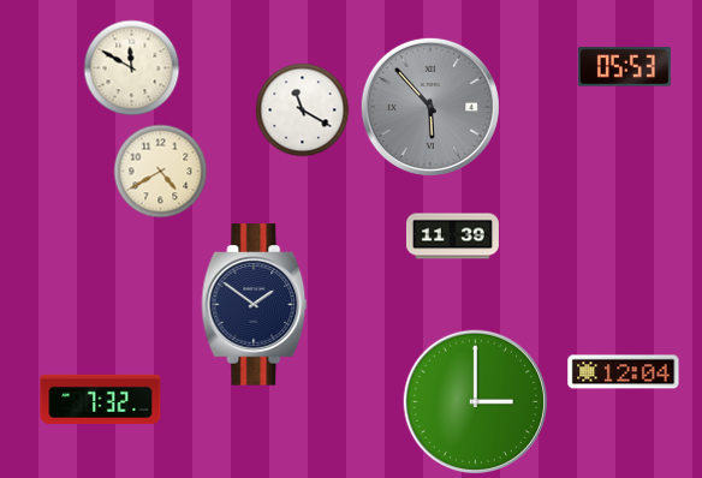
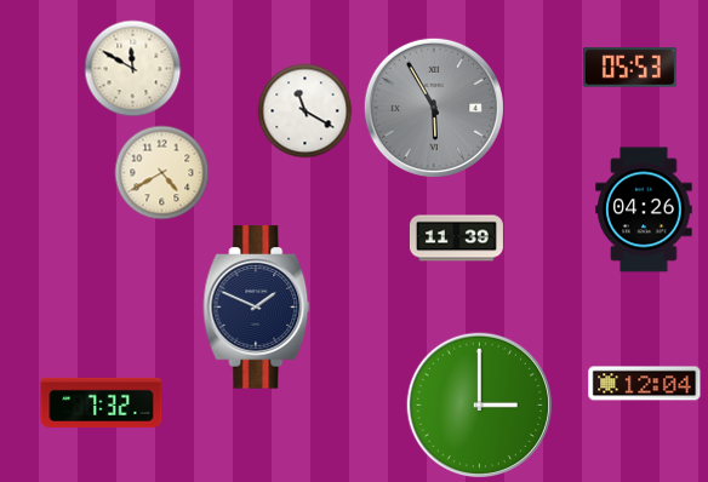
clock at (430, 107): 5:53 -> 5:55
clock at (644, 210): none -> 04:26
clock at (255, 305): 1:51 -> 1:49
clock at (624, 372) position: (624, 372) -> (645, 384)
